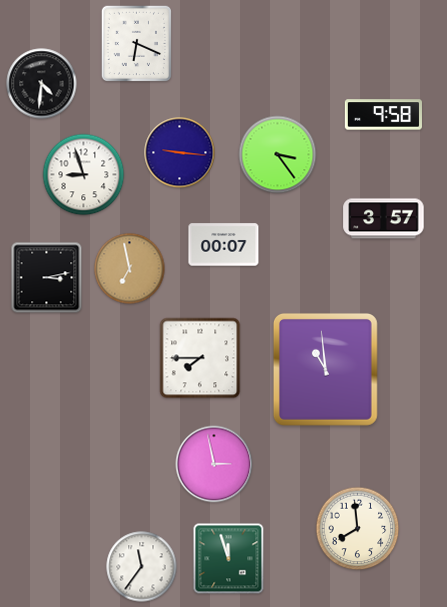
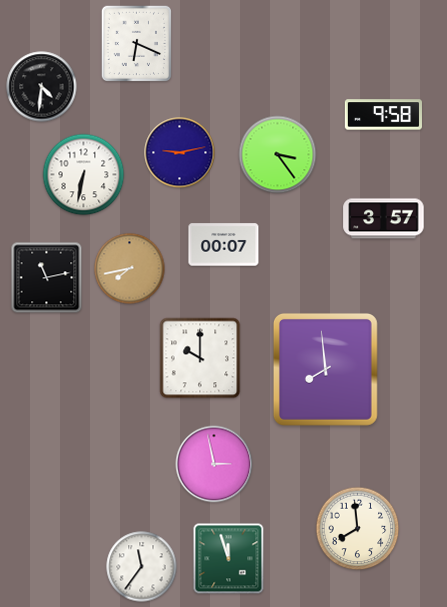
clock at (42, 84) position: (42, 84) -> (42, 87)
clock at (180, 153): 9:16 -> 9:13
clock at (84, 175): 8:57 -> 6:32
clock at (130, 269): 6:58 -> 7:43
clock at (47, 278): 3:13 -> 11:13
clock at (200, 358): 7:45 -> 10:00
clock at (325, 369): 10:59 -> 7:59
